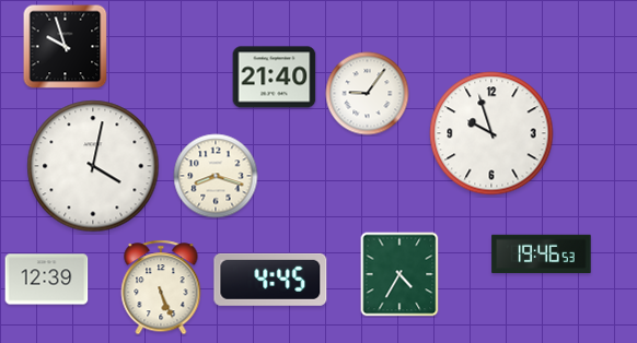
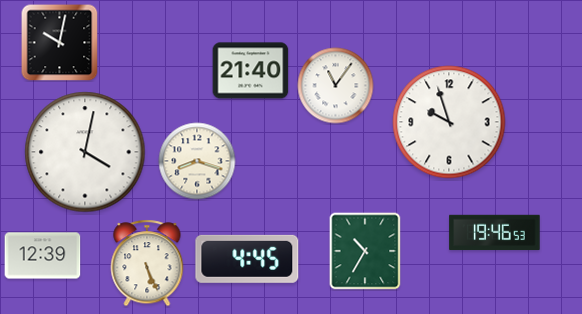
clock at (66, 47): 9:57 -> 10:02
clock at (368, 94): 9:06 -> 11:06
clock at (399, 274): 4:35 -> 10:35
clock at (270, 280) position: (270, 280) -> (247, 259)
